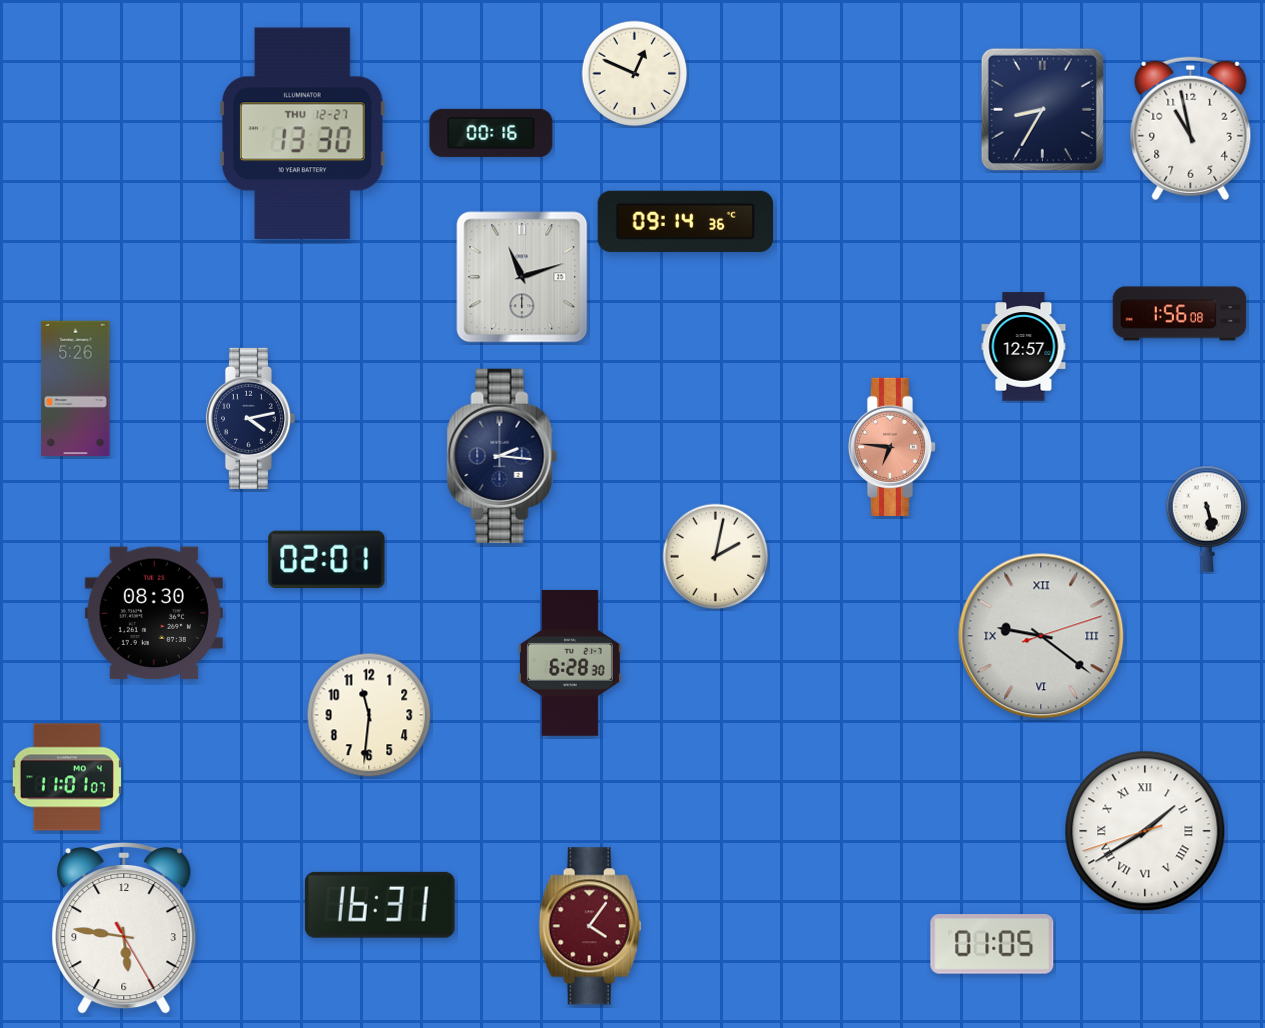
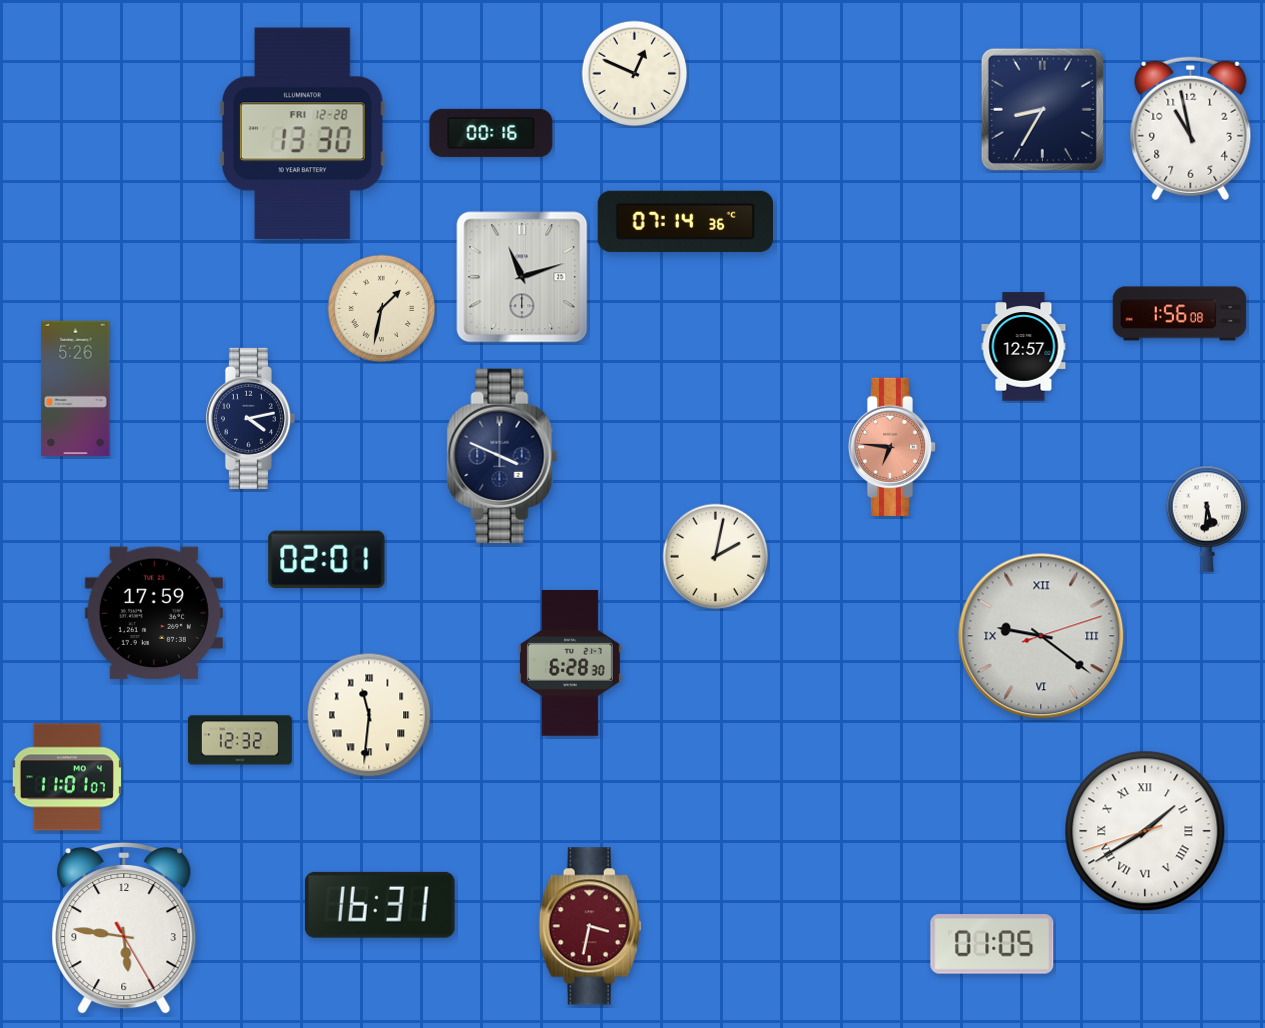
clock at (303, 134) date: THU 12-27 -> FRI 12-28
clock at (685, 221): 09:14 -> 07:14
clock at (382, 309): none -> 1:32
clock at (502, 456): 2:16 -> 3:49
clock at (1207, 519): 5:28 -> 5:31
clock at (154, 613): 08:30 -> 17:59
clock at (369, 715) numerals: Arabic -> Roman
clock at (240, 740): none -> 12:32
clock at (590, 926): 4:06 -> 3:32
